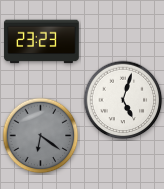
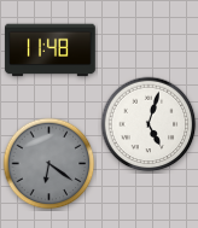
clock at (42, 42): 23:23 -> 11:48
clock at (123, 100) position: (123, 100) -> (148, 124)
